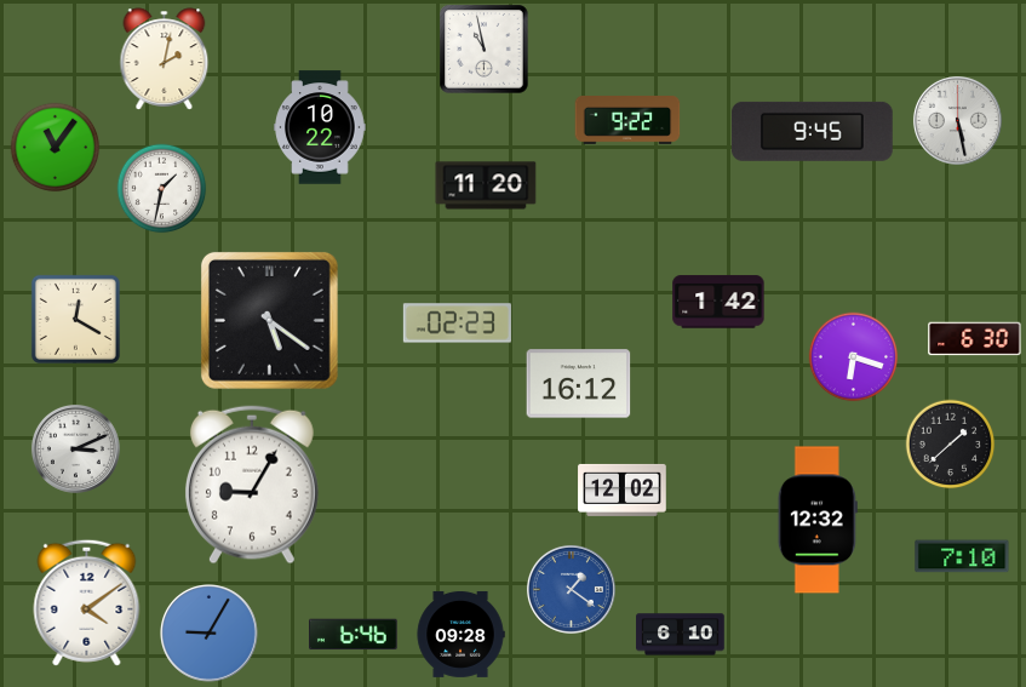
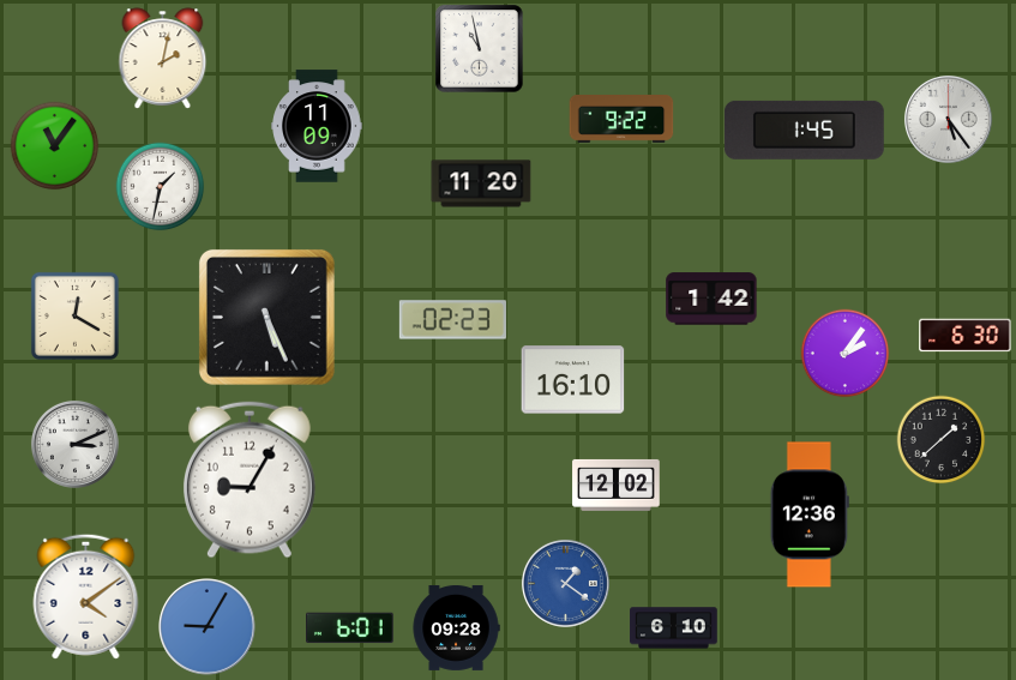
clock at (957, 120): 5:28 -> 5:24
clock at (320, 127): 10:22 -> 11:09
clock at (812, 131): 9:45 -> 1:45
clock at (269, 320): 5:21 -> 5:26
clock at (854, 357): 6:18 -> 2:06
clock at (579, 384): 16:12 -> 16:10
clock at (818, 520): 12:32 -> 12:36
clock at (962, 556): 7:10 -> none
clock at (354, 635): 6:46 -> 6:01
